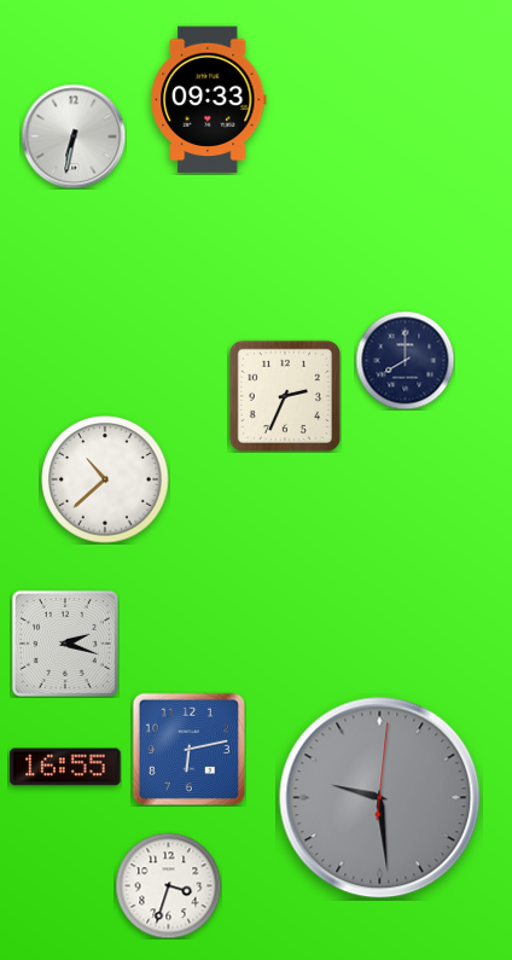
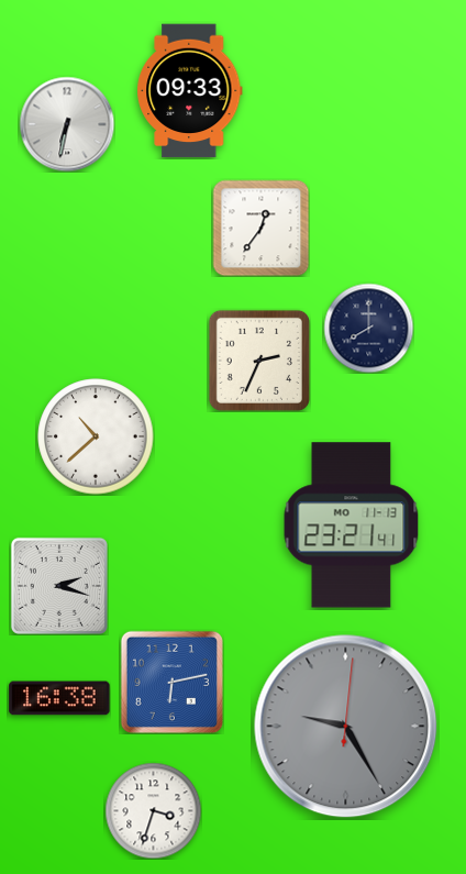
clock at (260, 228): none -> 12:36
clock at (352, 525): none -> 23:21
clock at (65, 767): 16:55 -> 16:38
clock at (380, 798): 9:29 -> 9:25
clock at (168, 885) position: (168, 885) -> (153, 810)
